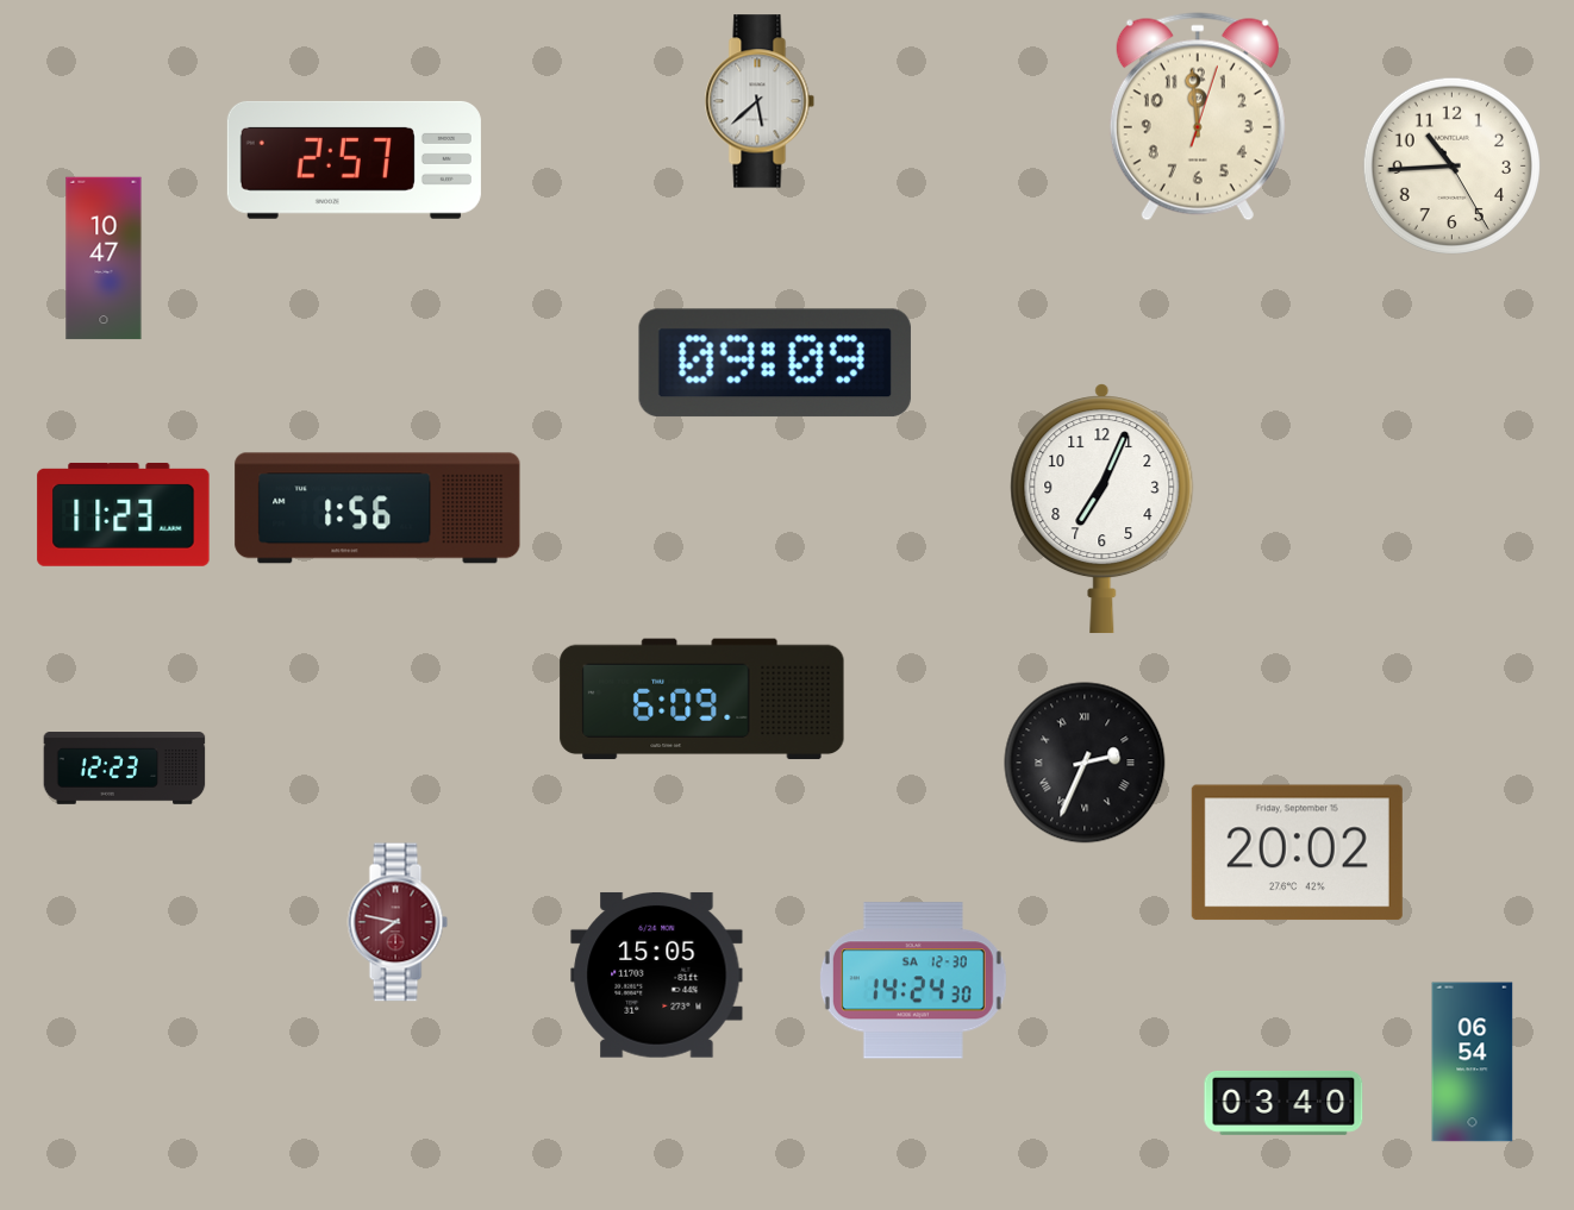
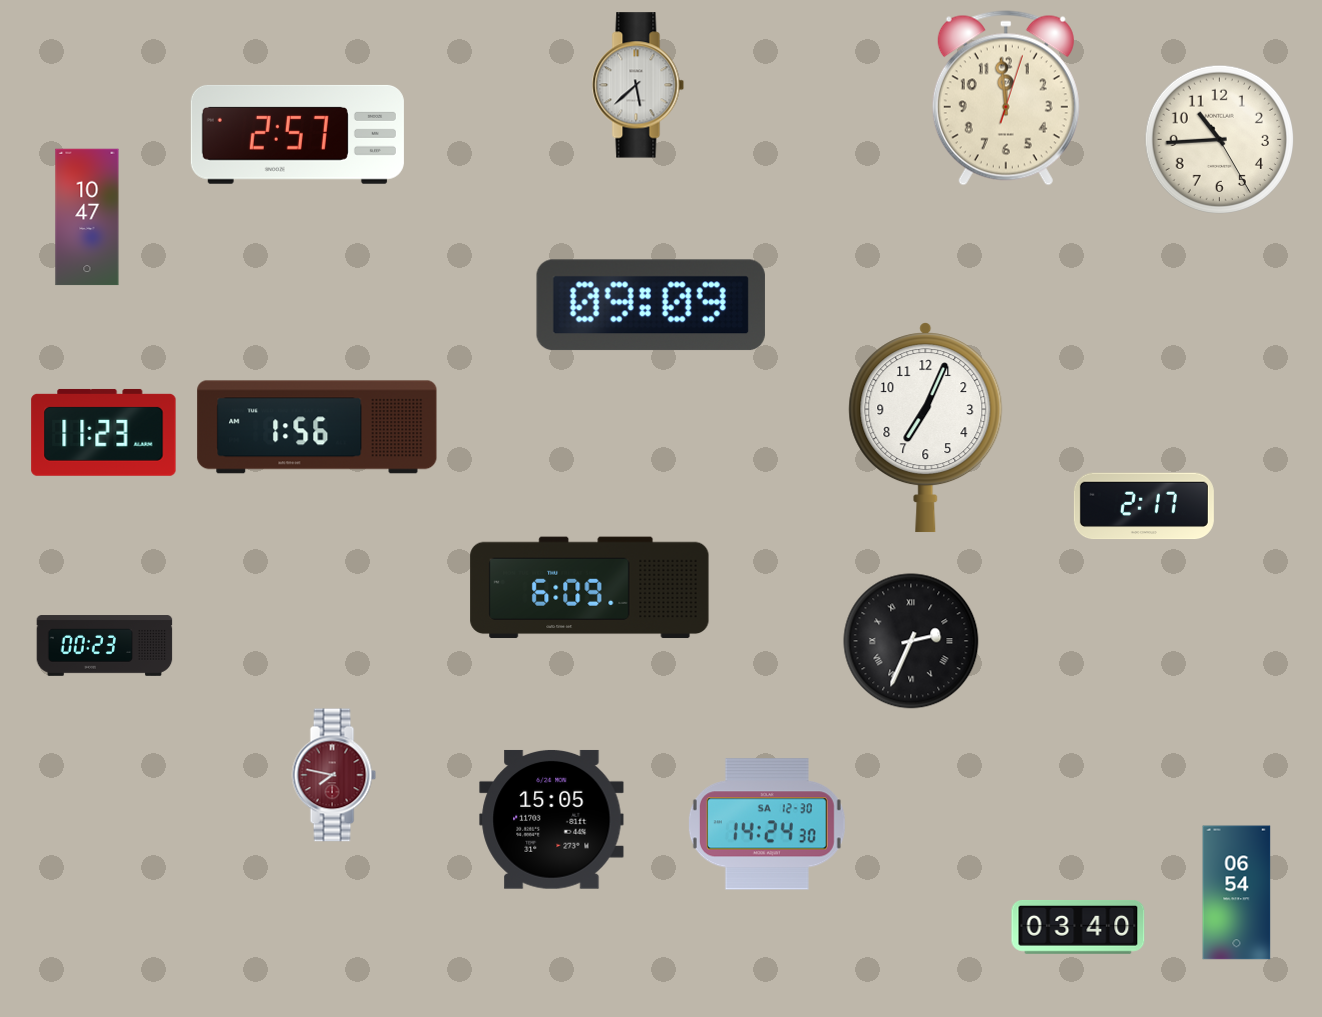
clock at (1144, 506): none -> 2:17
clock at (125, 769): 12:23 -> 00:23
clock at (1297, 853): 20:02 -> none
